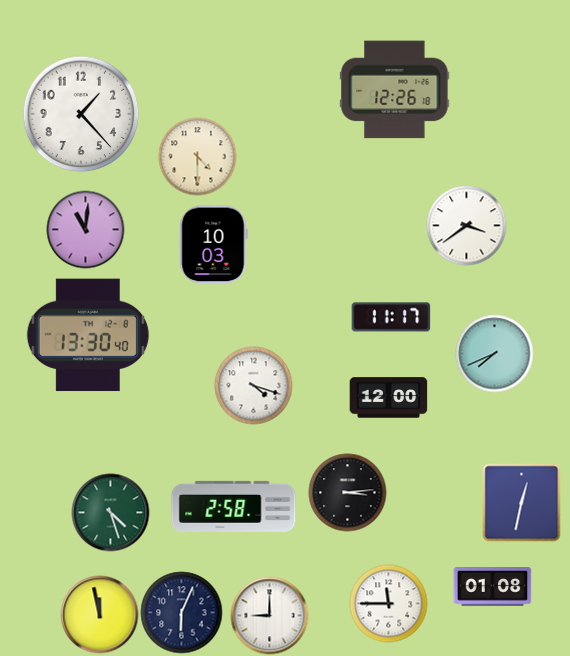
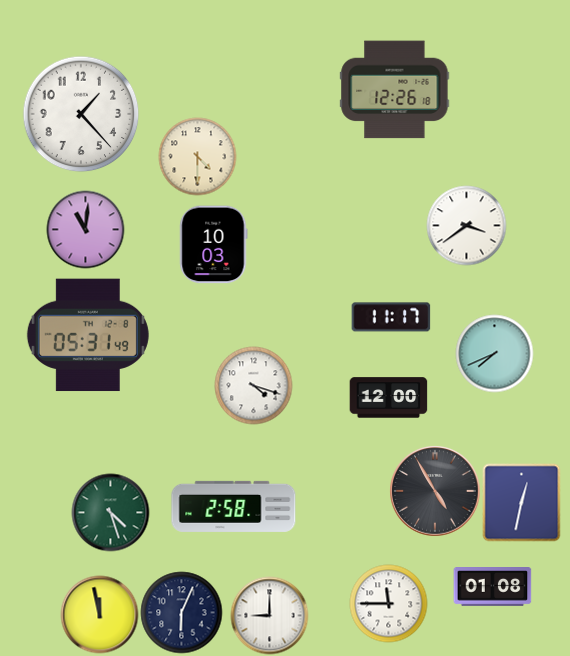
clock at (88, 335): 13:30 -> 05:31
clock at (435, 491): none -> 4:55
clock at (347, 492): 3:14 -> none
